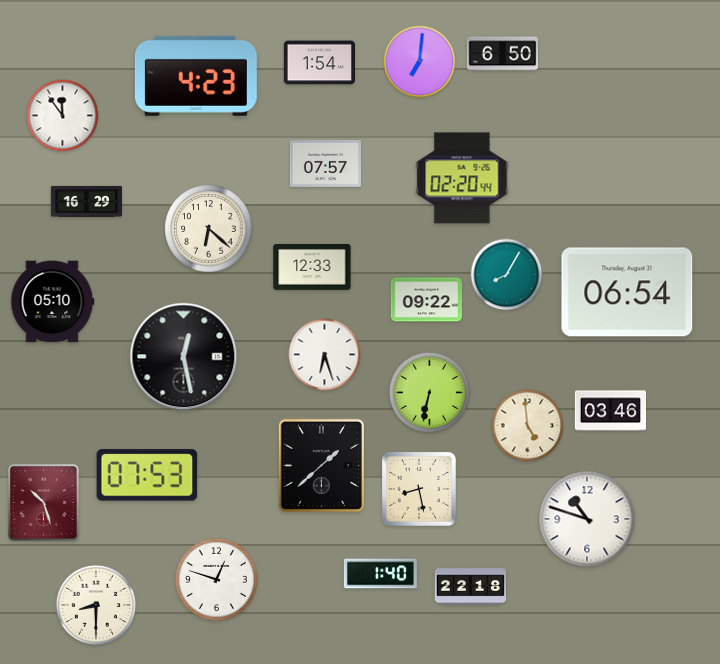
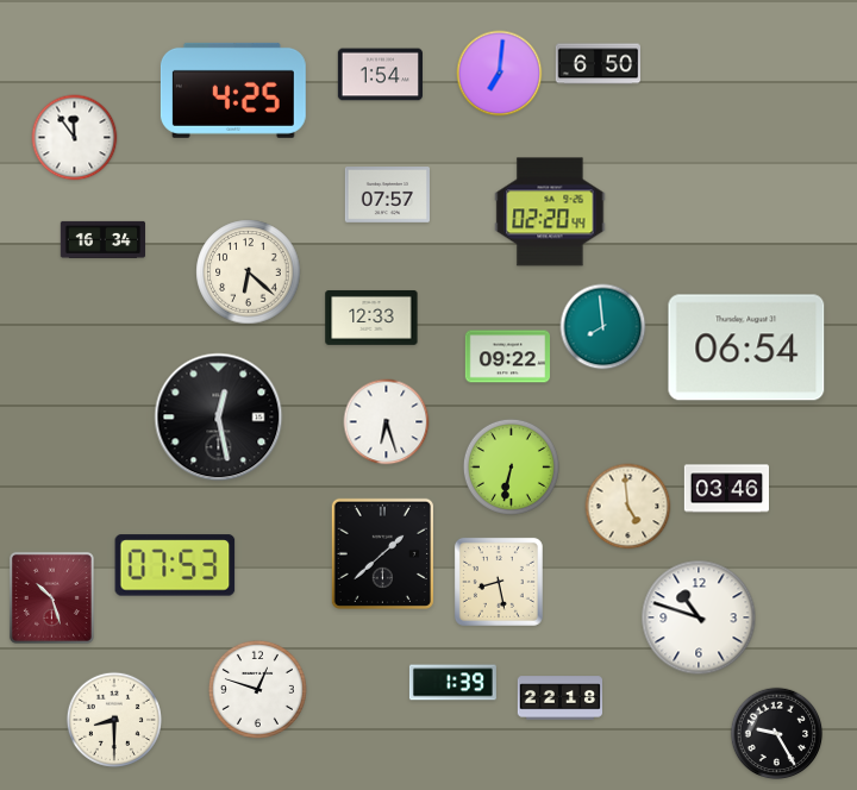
clock at (196, 76): 4:23 -> 4:25
clock at (86, 201): 16:29 -> 16:34
clock at (507, 275): 8:05 -> 7:59
clock at (52, 302): 05:10 -> none
clock at (184, 357) position: (184, 357) -> (219, 418)
clock at (380, 574): 1:40 -> 1:39
clock at (777, 734): none -> 9:25
